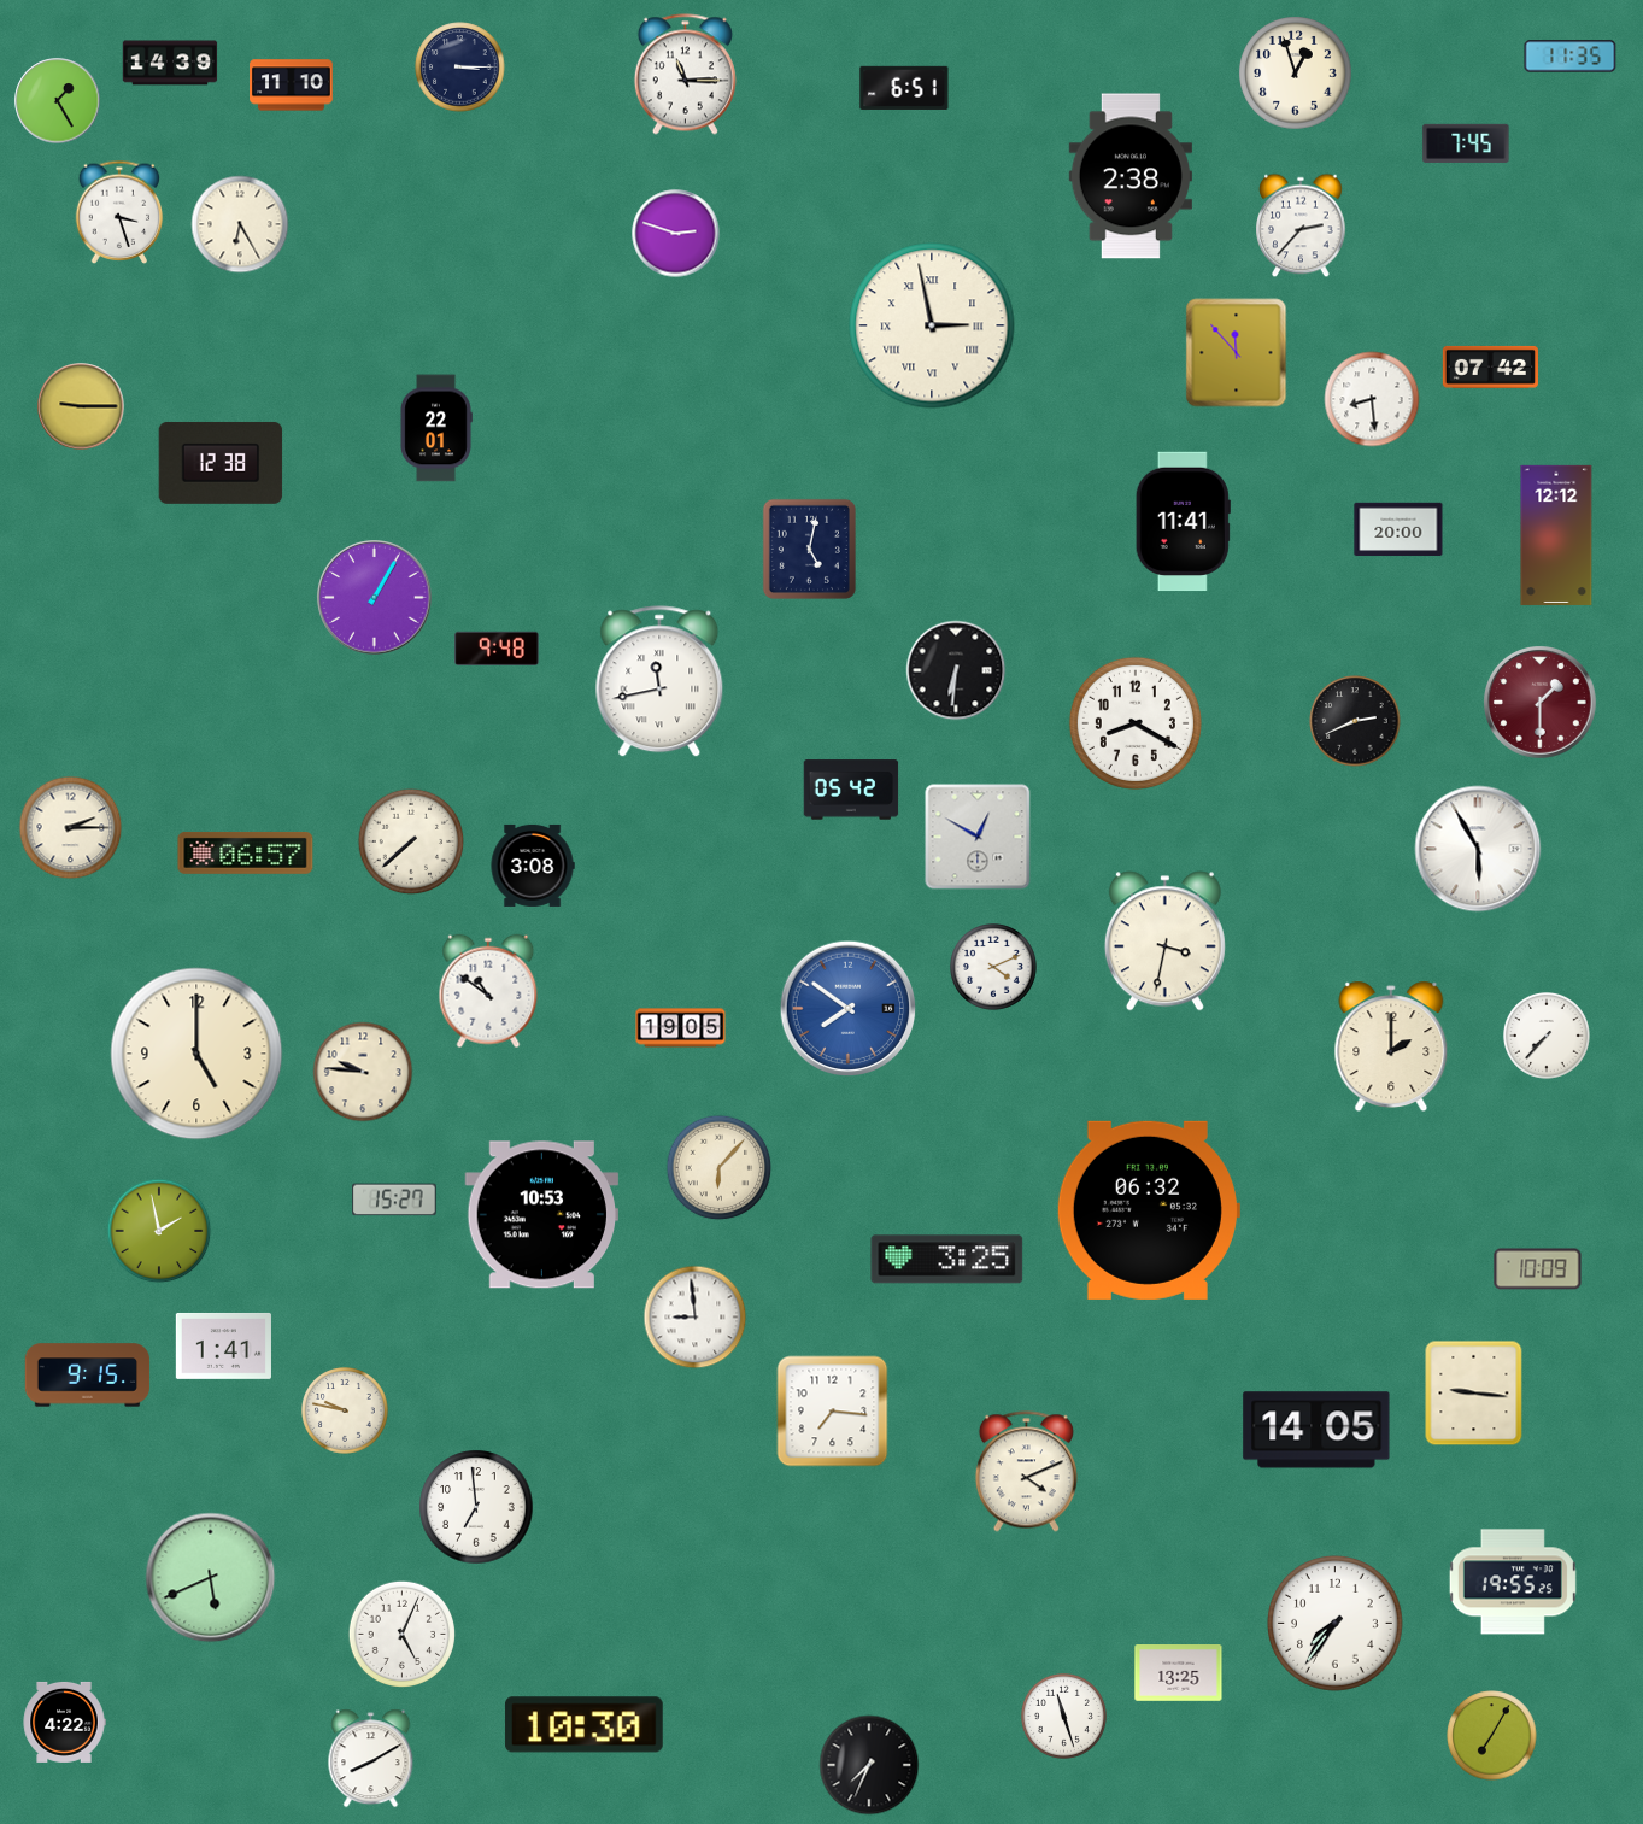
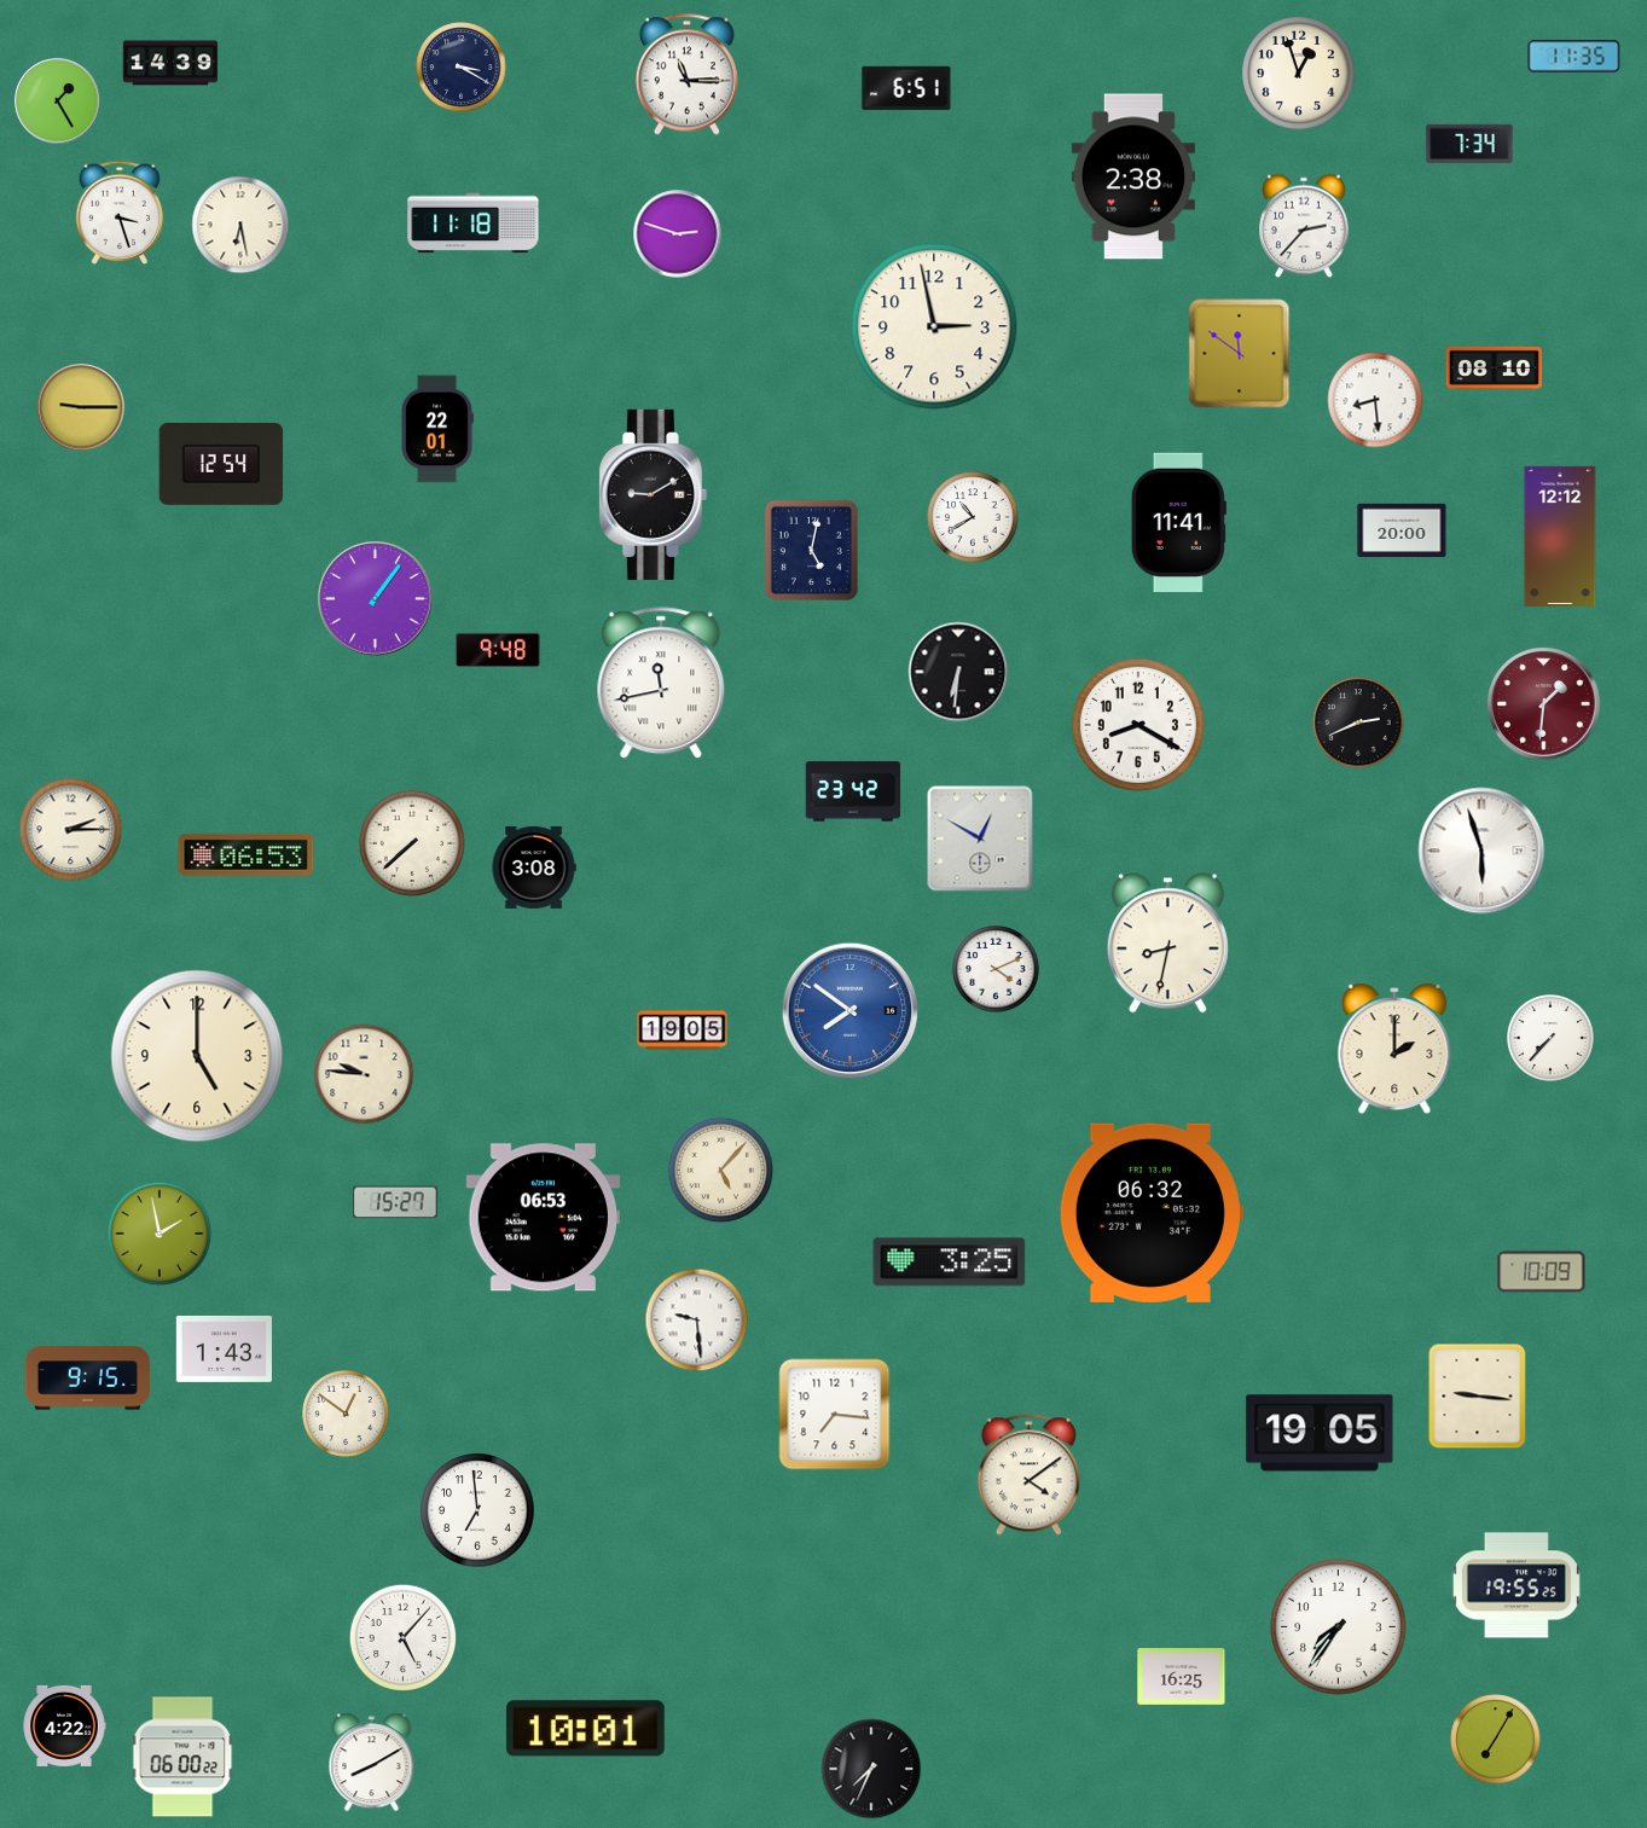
clock at (460, 68): 3:15 -> 3:20
clock at (292, 86): 11:10 -> none
clock at (1466, 143): 7:45 -> 7:34
clock at (474, 224): none -> 11:18
clock at (240, 224): 6:25 -> 6:28
clock at (932, 325) numerals: Roman -> Arabic
clock at (1237, 353): 11:53 -> 11:51
clock at (1490, 366): 07:42 -> 08:10
clock at (221, 463): 12:38 -> 12:54
clock at (653, 494): none -> 9:10
clock at (973, 517): none -> 10:40
clock at (1183, 522) position: (1183, 522) -> (1178, 523)
clock at (375, 598): 1:05 -> 1:06
clock at (1541, 703): 1:30 -> 1:31
clock at (851, 790): 05:42 -> 23:42
clock at (1478, 849): 5:55 -> 5:57
clock at (246, 852): 06:57 -> 06:53
clock at (1164, 942): 3:32 -> 8:32
clock at (488, 991): 10:51 -> none
clock at (720, 1168): 6:07 -> 5:07
clock at (541, 1215): 10:53 -> 06:53
clock at (696, 1318): 8:59 -> 9:29
clock at (223, 1345): 1:41 -> 1:43
clock at (346, 1412): 9:47 -> 12:51
clock at (1316, 1430): 14:05 -> 19:05
clock at (1026, 1472): 4:11 -> 4:09
clock at (211, 1578): 5:41 -> none
clock at (401, 1634): 5:04 -> 5:07
clock at (1179, 1673): 13:25 -> 16:25
clock at (1063, 1716): 11:27 -> none
clock at (583, 1725): 10:30 -> 10:01
clock at (182, 1757): none -> 06:00
